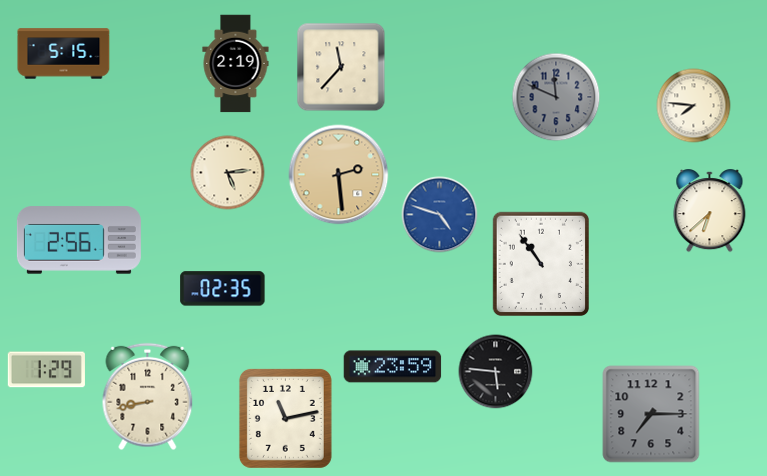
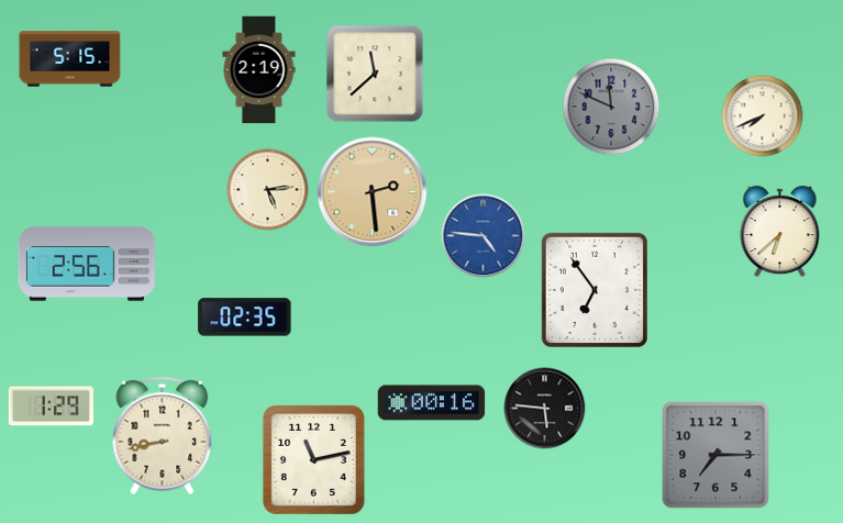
clock at (341, 67): 11:37 -> 11:38
clock at (694, 106): 7:46 -> 7:41
clock at (228, 173) position: (228, 173) -> (268, 190)
clock at (440, 215): 4:48 -> 4:46
clock at (540, 263): 10:54 -> 6:54
clock at (393, 367): 23:59 -> 00:16
